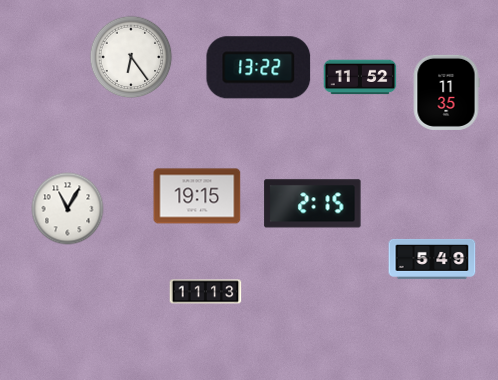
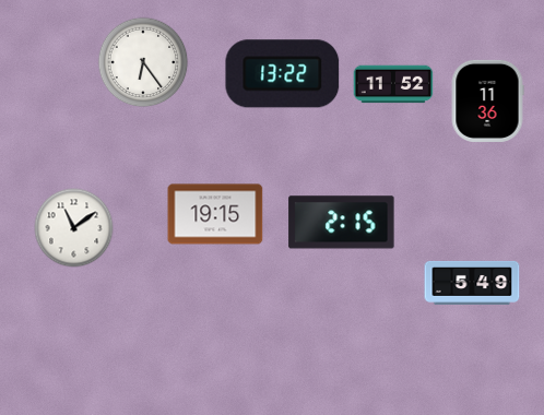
clock at (446, 92): 11:35 -> 11:36
clock at (68, 209): 11:05 -> 11:09
clock at (206, 292): 11:13 -> none
